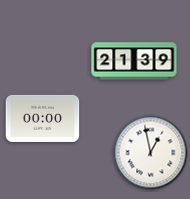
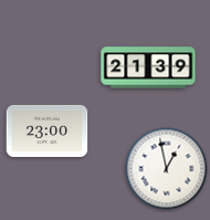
clock at (43, 118): 00:00 -> 23:00
